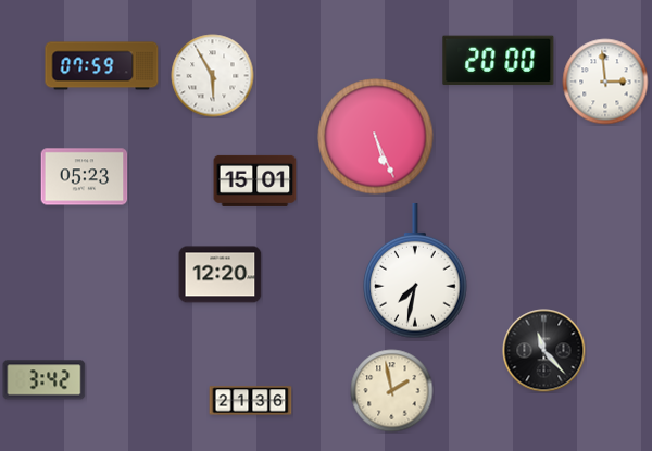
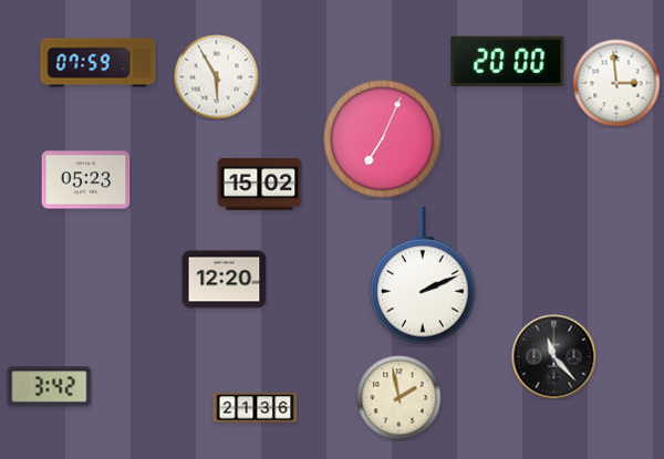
clock at (102, 66) position: (102, 66) -> (98, 63)
clock at (376, 137): 5:26 -> 7:04
clock at (255, 180): 15:01 -> 15:02
clock at (415, 271): 7:32 -> 2:11
clock at (45, 380) position: (45, 380) -> (50, 387)
